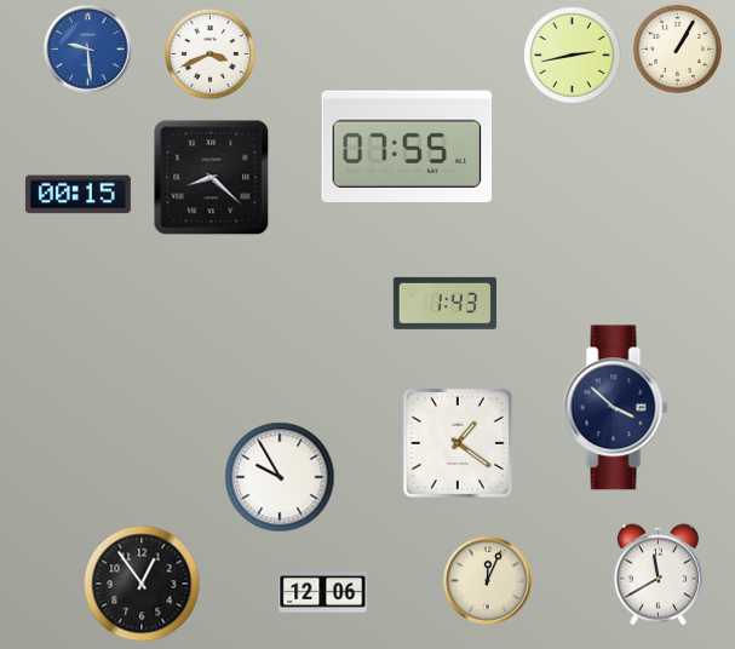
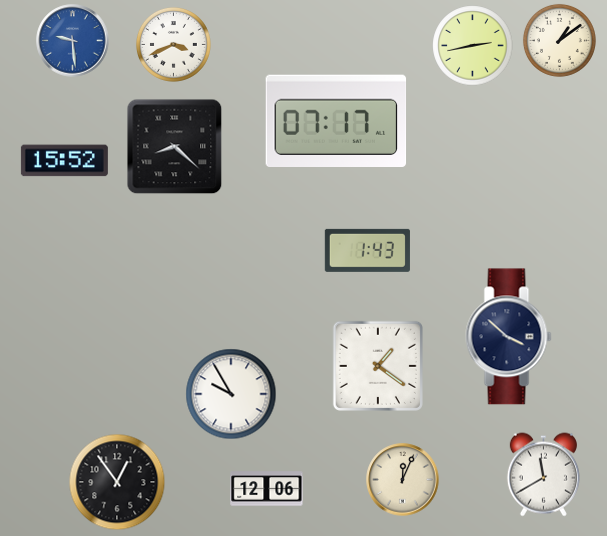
clock at (677, 48): 1:05 -> 1:09
clock at (407, 145): 07:55 -> 07:17
clock at (77, 195): 00:15 -> 15:52
